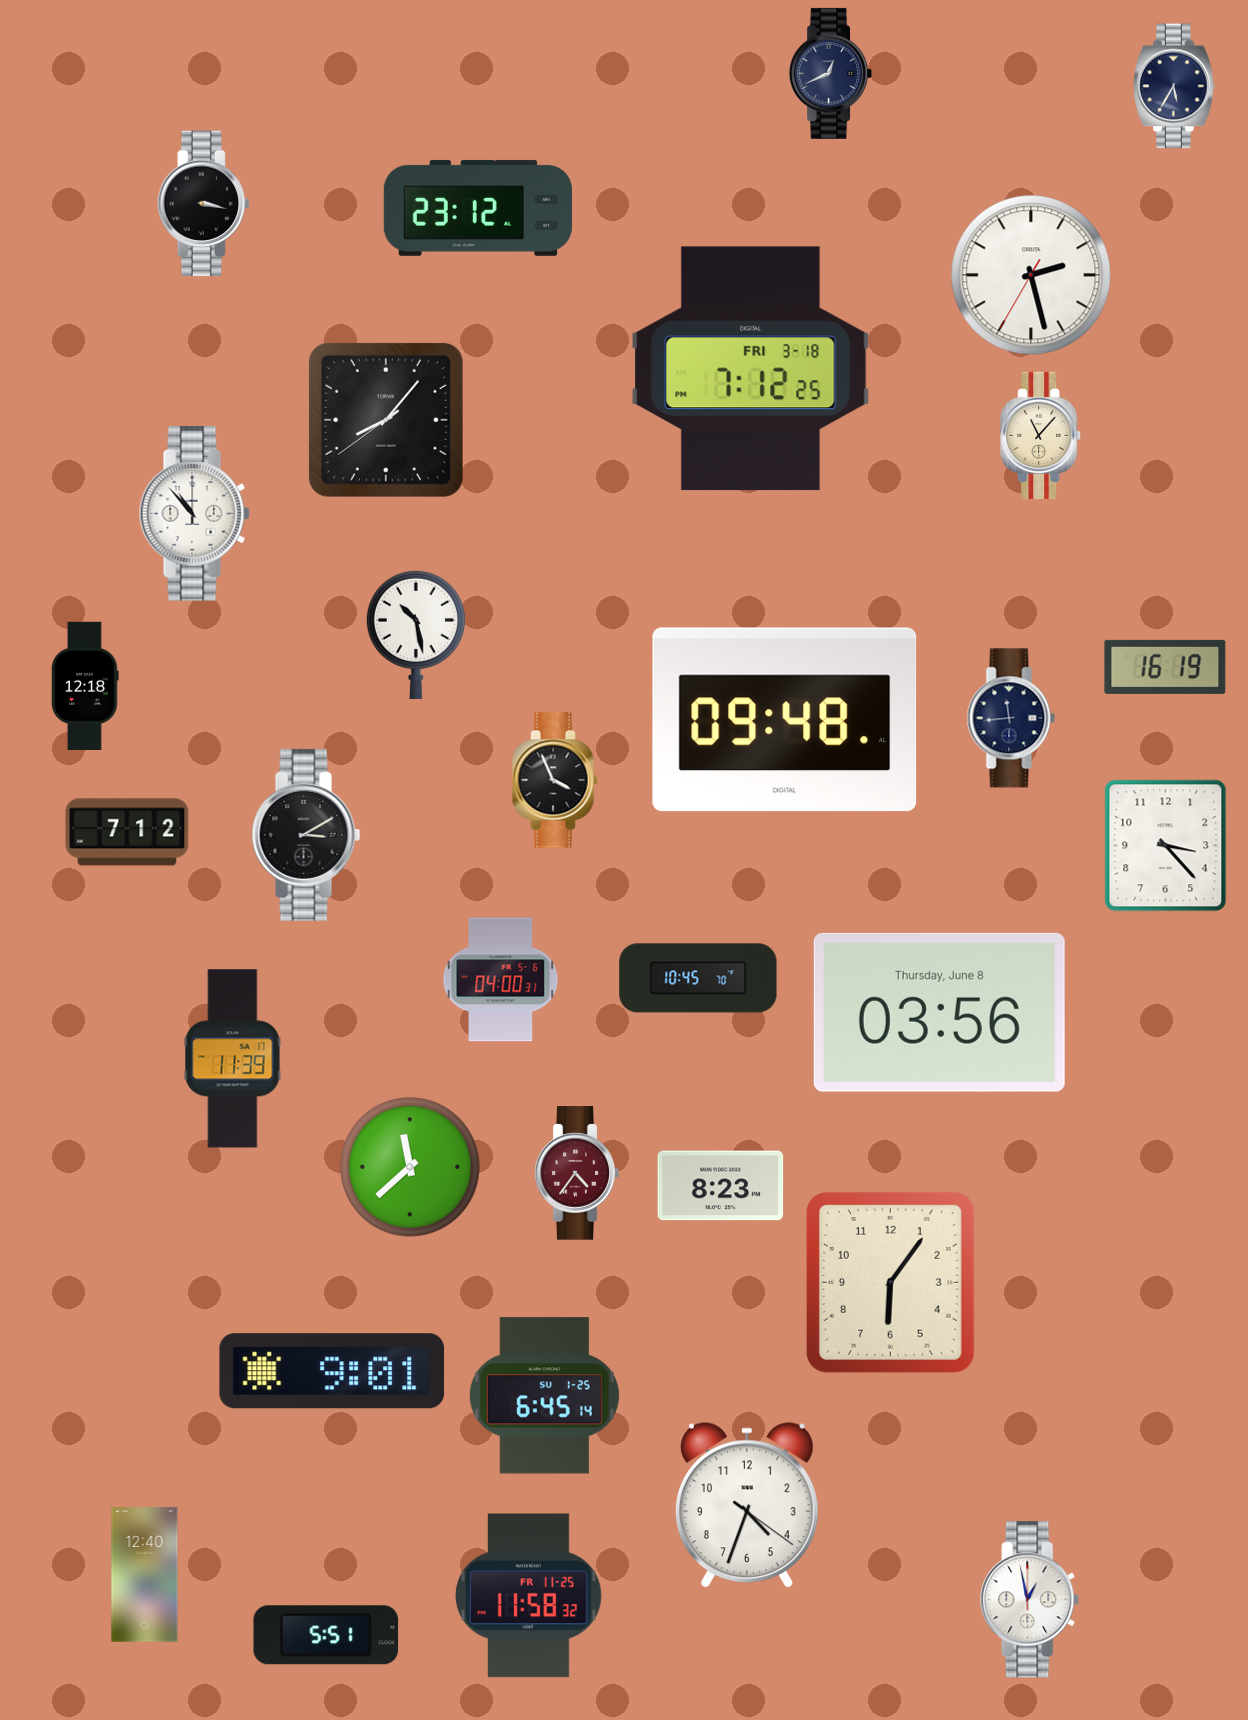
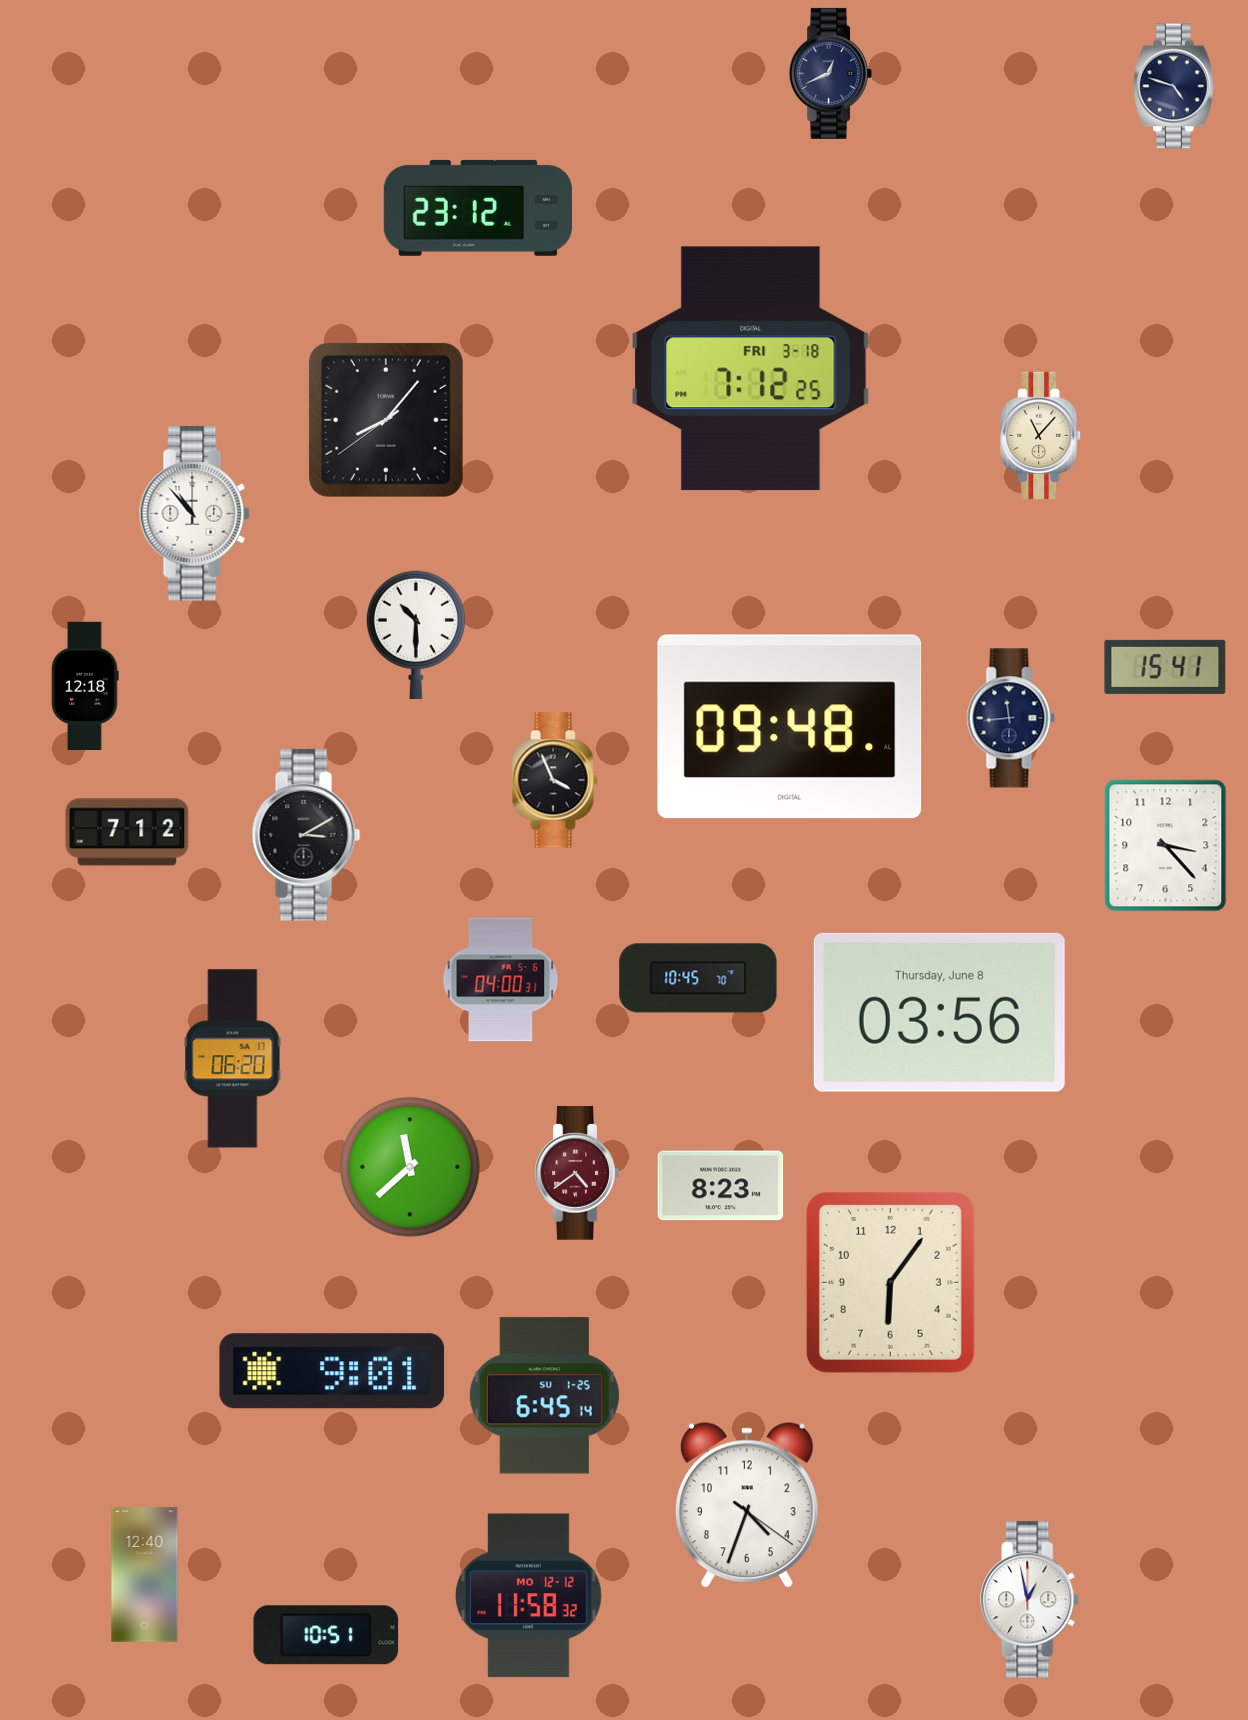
clock at (1174, 86): 5:35 -> 4:48
clock at (204, 204): 3:17 -> none
clock at (1031, 275): 2:27 -> none
clock at (416, 634): 10:28 -> 10:30
clock at (1165, 667): 16:19 -> 15:41
clock at (785, 720) position: (785, 720) -> (790, 727)
clock at (233, 1059): 11:39 -> 06:20
clock at (577, 1173): 4:36 -> 4:39
clock at (528, 1596) date: FR 11-25 -> MO 12-12
clock at (326, 1635): 5:51 -> 10:51
